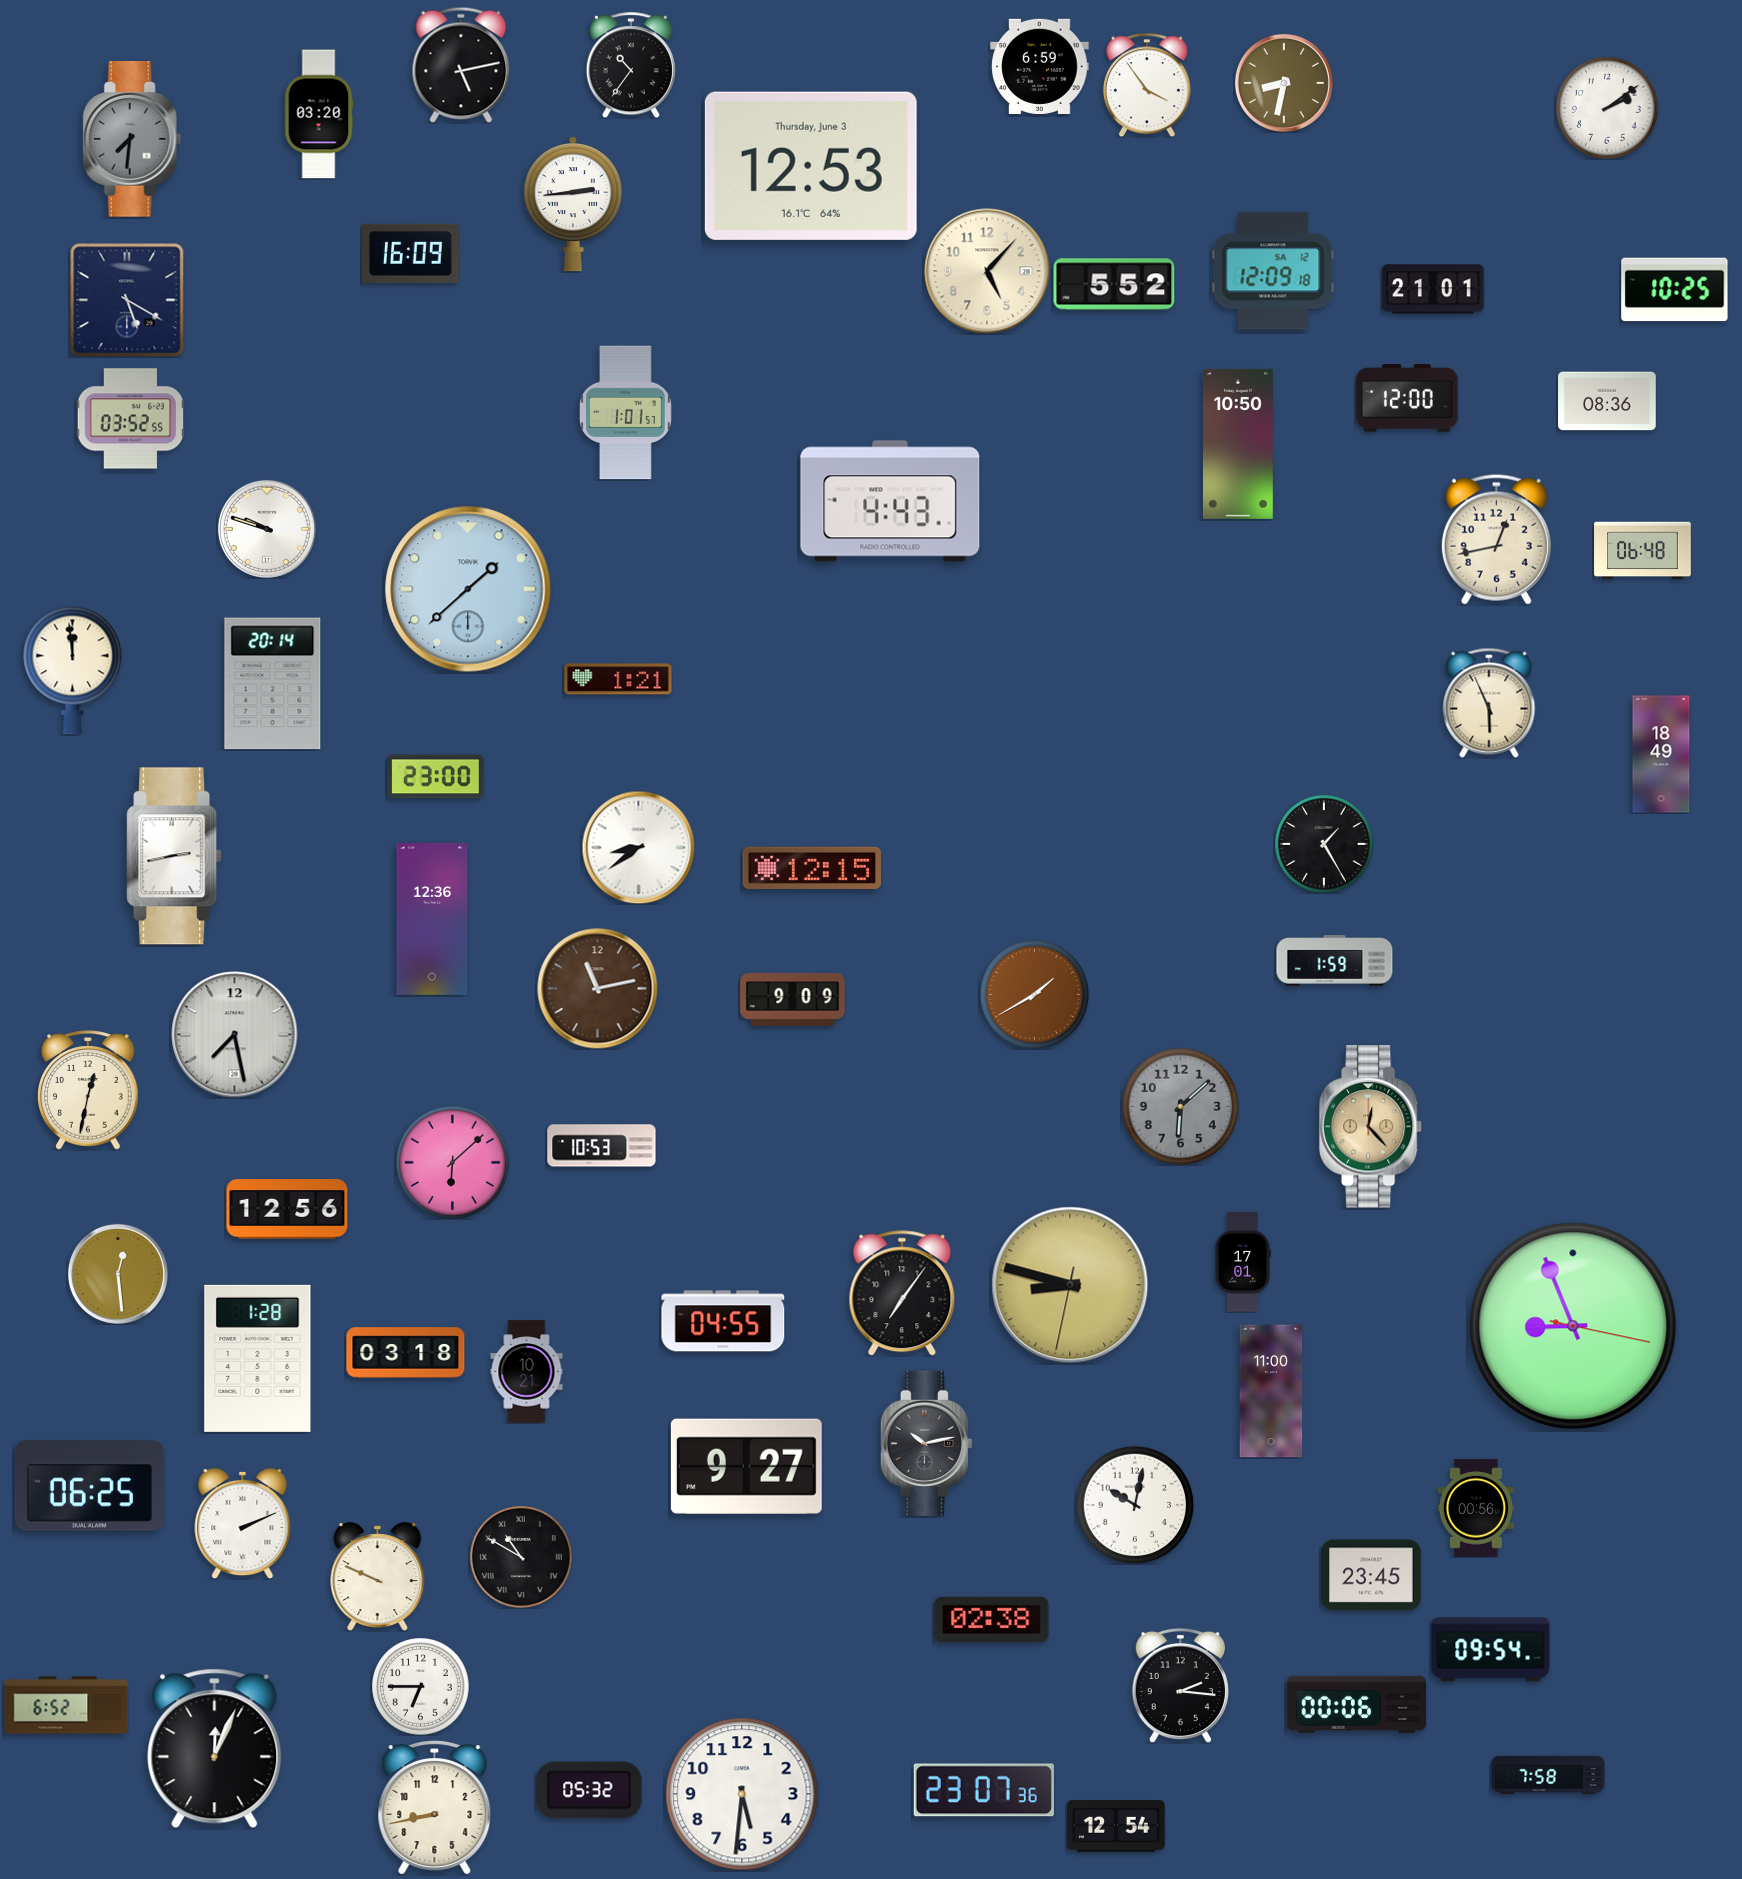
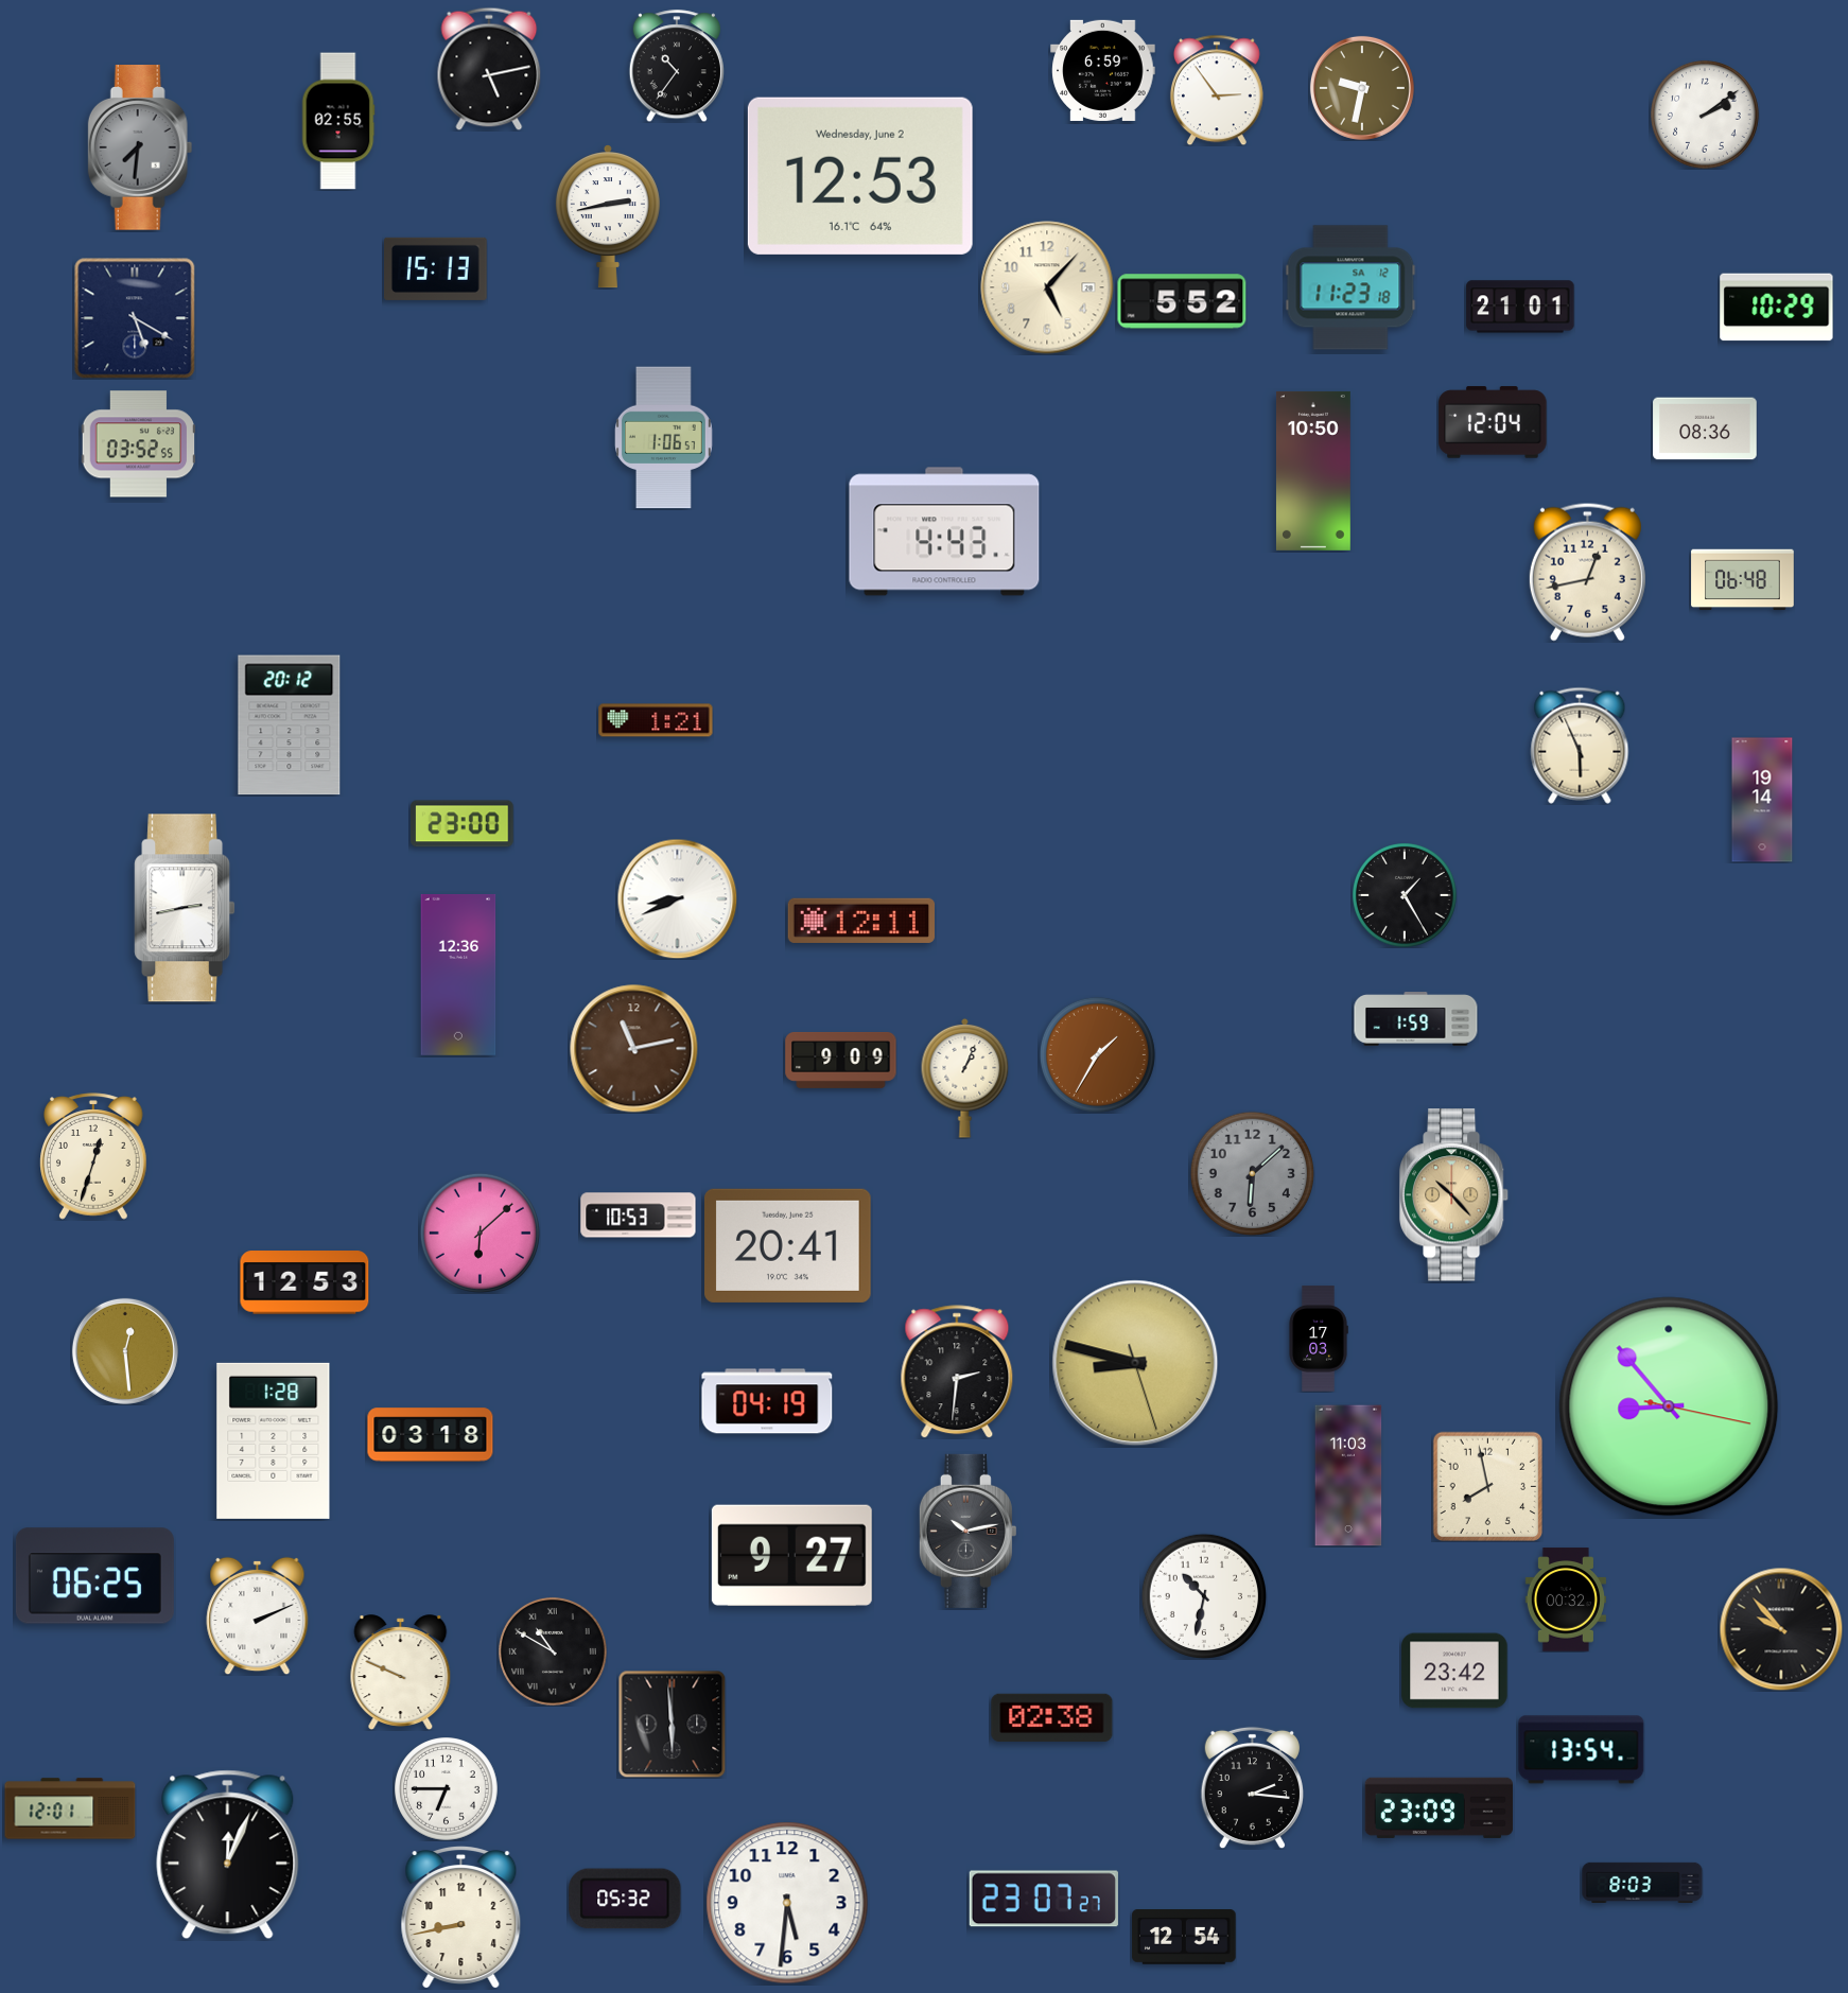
clock at (631, 65) position: (631, 65) -> (677, 66)
clock at (1284, 83): 8:32 -> 9:32
clock at (1147, 85): 3:54 -> 2:54
clock at (319, 114): 03:20 -> 02:55
clock at (811, 166) date: Thursday, June 3 -> Wednesday, June 2
clock at (573, 204): 2:44 -> 2:43
clock at (411, 253): 16:09 -> 15:13
clock at (1273, 271): 12:09 -> 11:23
clock at (1675, 290): 10:25 -> 10:29
clock at (1407, 398): 12:00 -> 12:04
clock at (1607, 401) position: (1607, 401) -> (1705, 429)
clock at (626, 413): 1:01 -> 1:06
clock at (267, 529): 9:48 -> none
clock at (1643, 551) position: (1643, 551) -> (1743, 580)
clock at (468, 589): 1:38 -> none
clock at (73, 670): 11:59 -> none
clock at (273, 684): 20:14 -> 20:12
clock at (1661, 754): 18:49 -> 19:14
clock at (638, 847): 8:39 -> 8:41
clock at (812, 868): 12:15 -> 12:11
clock at (1034, 994): 1:40 -> 1:35
clock at (965, 1078): none -> 1:04
clock at (235, 1035): 7:28 -> none
clock at (88, 1090): 12:32 -> 12:33
clock at (1371, 1127): 12:23 -> 10:23
clock at (788, 1245): none -> 20:41
clock at (287, 1209): 12:56 -> 12:53
clock at (1243, 1262): 17:01 -> 17:03
clock at (1070, 1285): 8:47:32 -> 8:47:27
clock at (902, 1293): 7:06 -> 2:31
clock at (723, 1321): 04:55 -> 04:19
clock at (1573, 1326): 8:56 -> 8:53
clock at (527, 1372): 10:21 -> none
clock at (1271, 1391): 11:00 -> 11:03
clock at (1487, 1486): none -> 7:58
clock at (926, 1443) position: (926, 1443) -> (967, 1531)
clock at (1135, 1505): 10:02 -> 10:32
clock at (1476, 1508): 00:56 -> 00:32
clock at (1781, 1629): none -> 9:53
clock at (1371, 1575): 23:45 -> 23:42
clock at (672, 1724): none -> 5:59
clock at (1491, 1650): 09:54 -> 13:54
clock at (1356, 1704): 00:06 -> 23:09
clock at (66, 1705): 6:52 -> 12:01
clock at (1548, 1774): 7:58 -> 8:03
clock at (984, 1790): 23:07:36 -> 23:07:27
